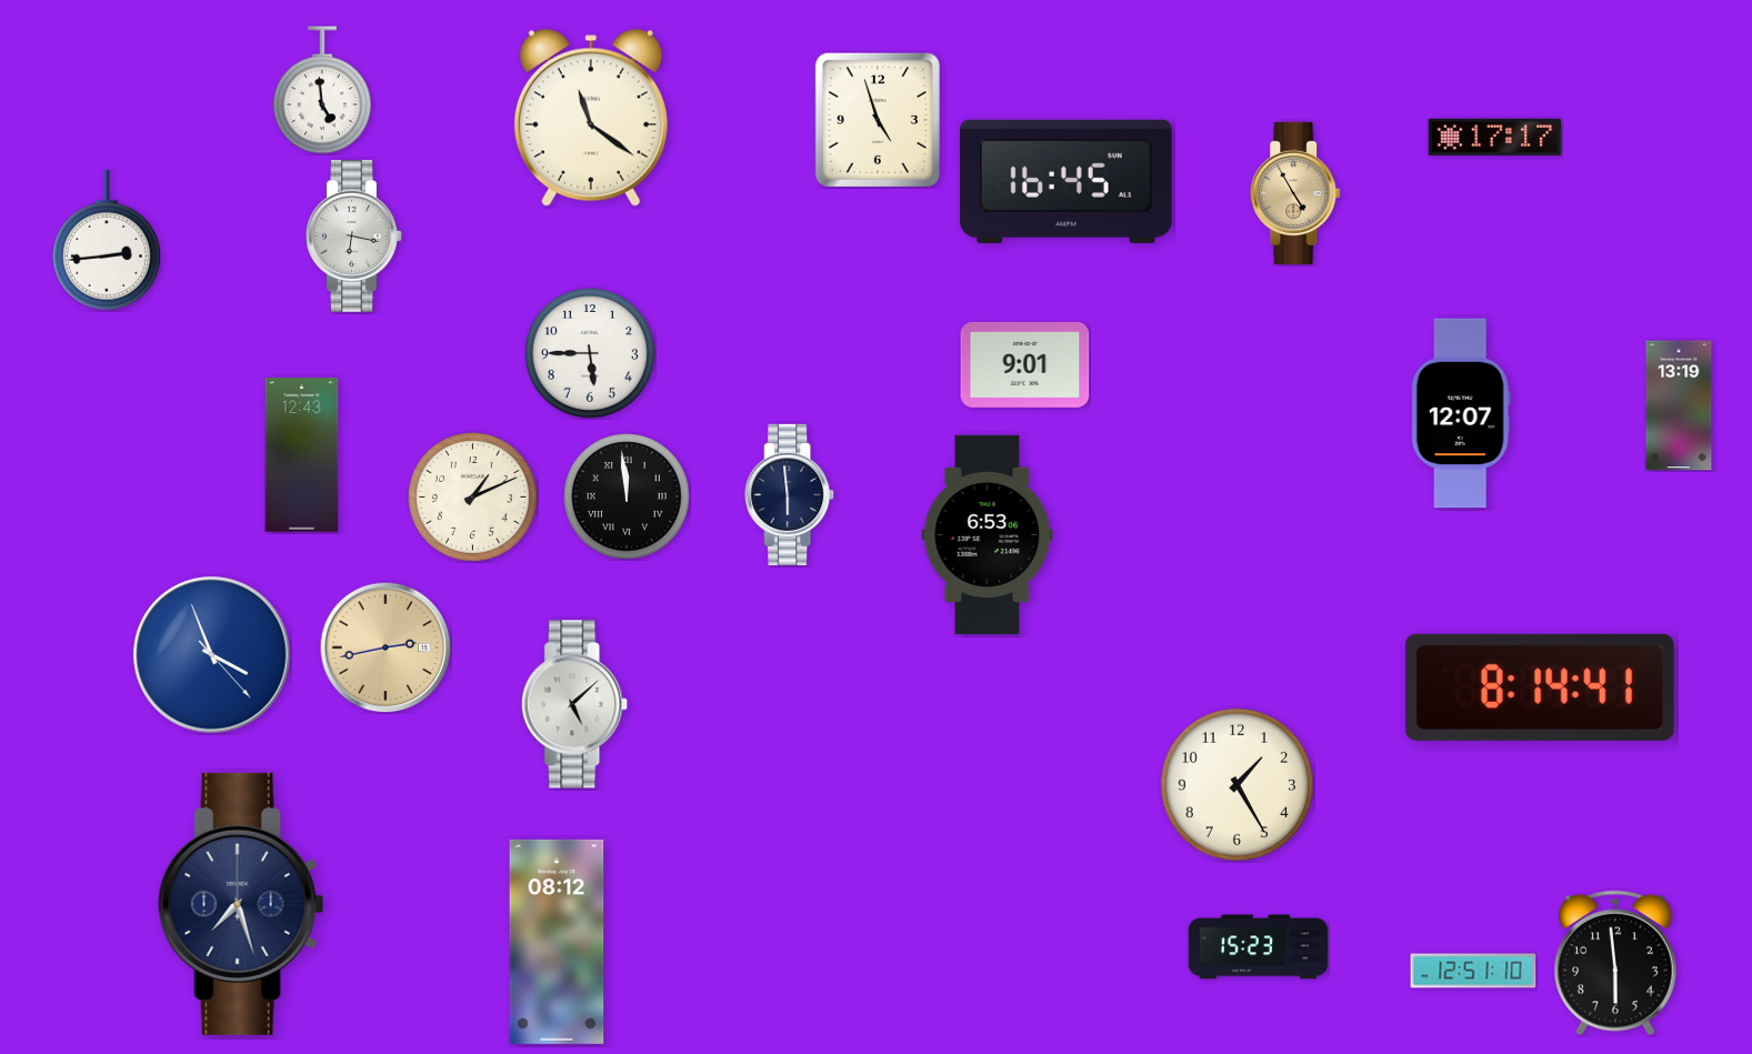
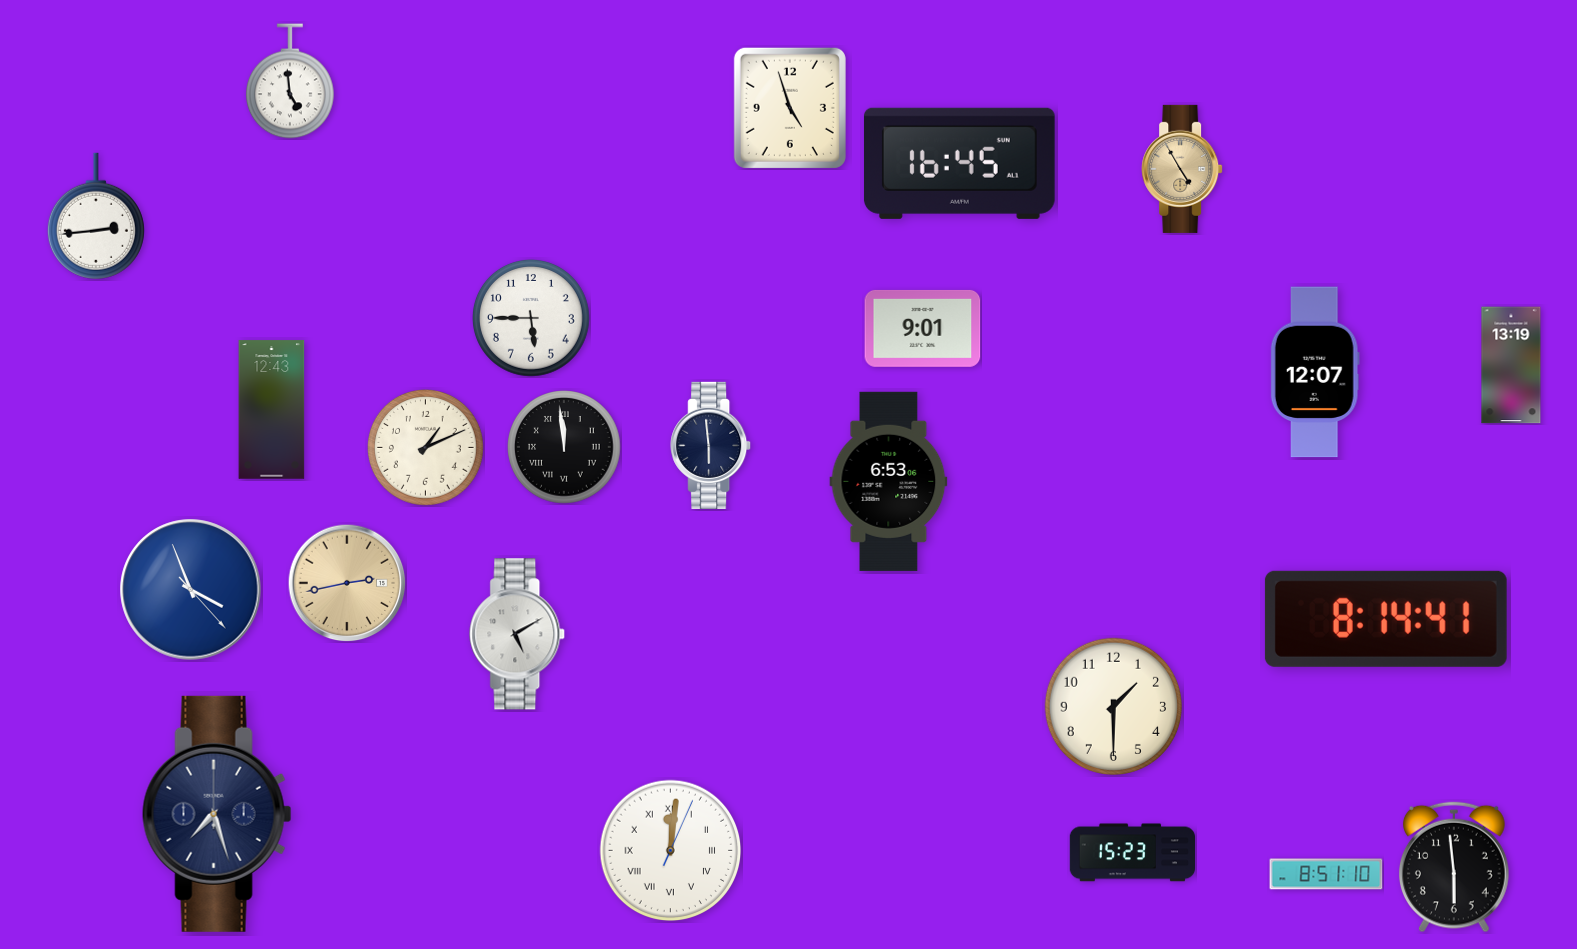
clock at (591, 118): 11:21 -> none
clock at (1495, 137): 17:17 -> none
clock at (1295, 193) position: (1295, 193) -> (1182, 169)
clock at (354, 237): 6:17 -> none
clock at (575, 704): 5:08 -> 5:10
clock at (1237, 784): 1:25 -> 1:30
clock at (557, 942): 08:12 -> none
clock at (671, 851): none -> 12:01
clock at (1473, 971): 12:51 -> 8:51
